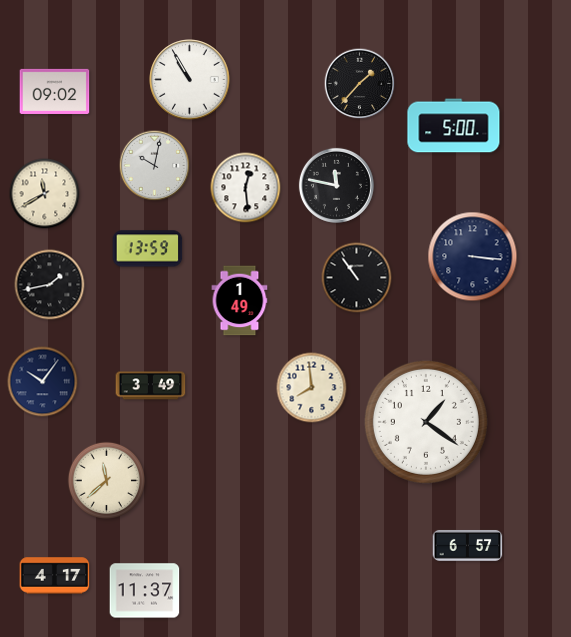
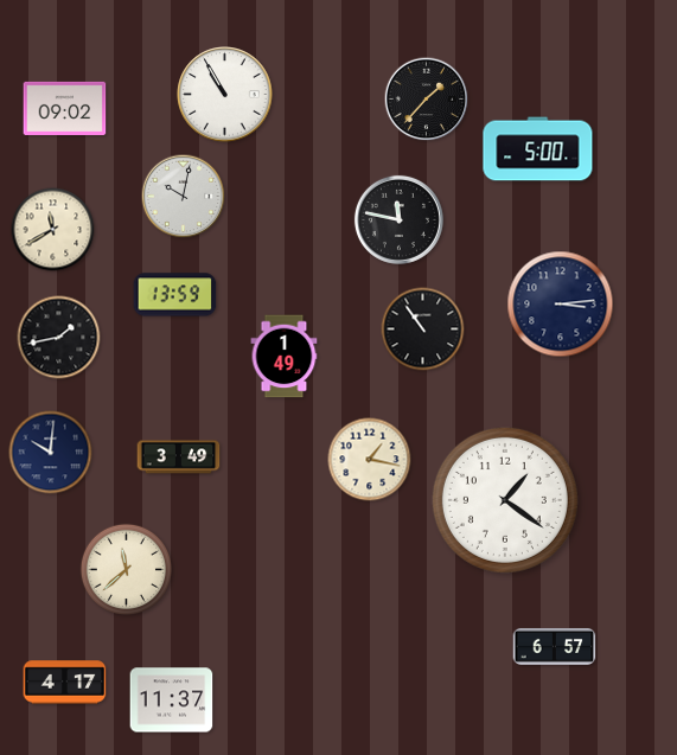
clock at (246, 188): 12:29 -> none
clock at (473, 257): 3:16 -> 3:14
clock at (43, 382): 10:06 -> 10:01
clock at (312, 388): 7:59 -> 1:17
